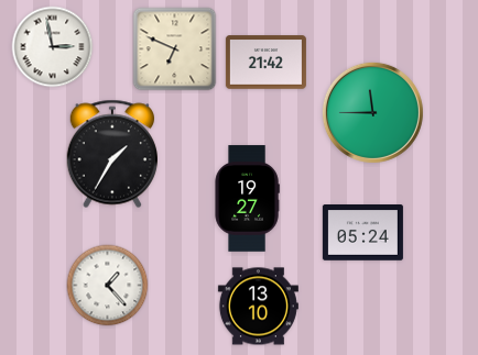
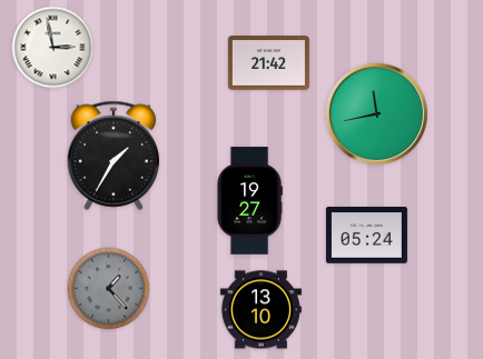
clock at (175, 49): 6:49 -> none
clock at (372, 112): 11:45 -> 11:43
clock at (108, 286) dial: white -> grey
